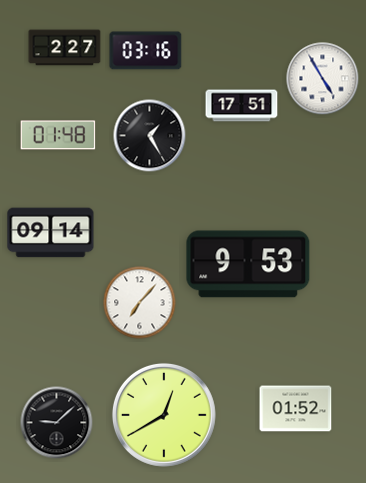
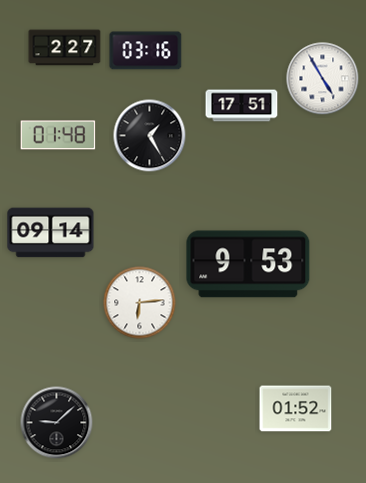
clock at (140, 303): 7:07 -> 6:14
clock at (164, 415): 12:40 -> none
